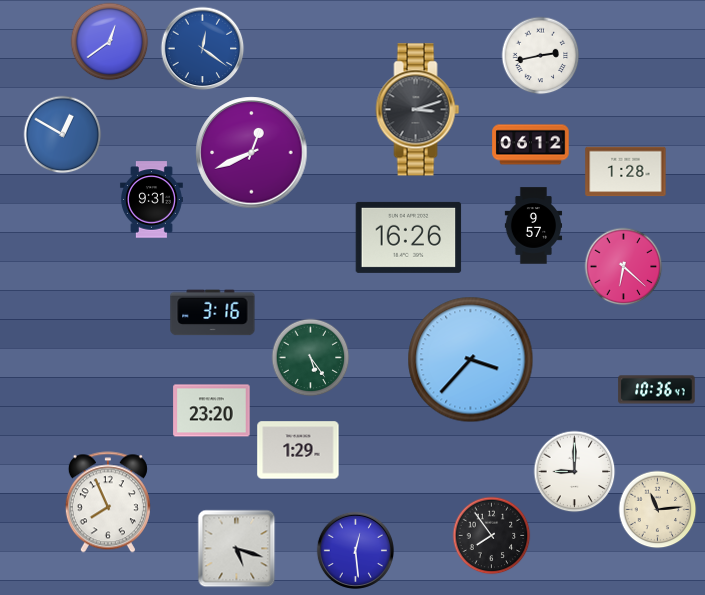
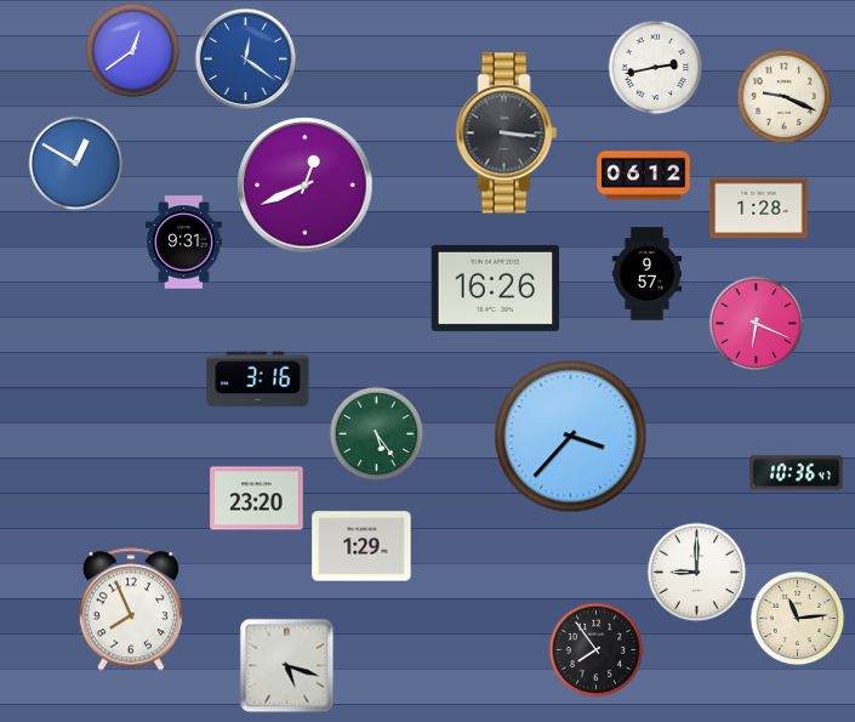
clock at (783, 96): none -> 9:19
clock at (418, 110): 3:12 -> 3:16
clock at (623, 266): 6:22 -> 6:19
clock at (355, 550): 12:29 -> none
